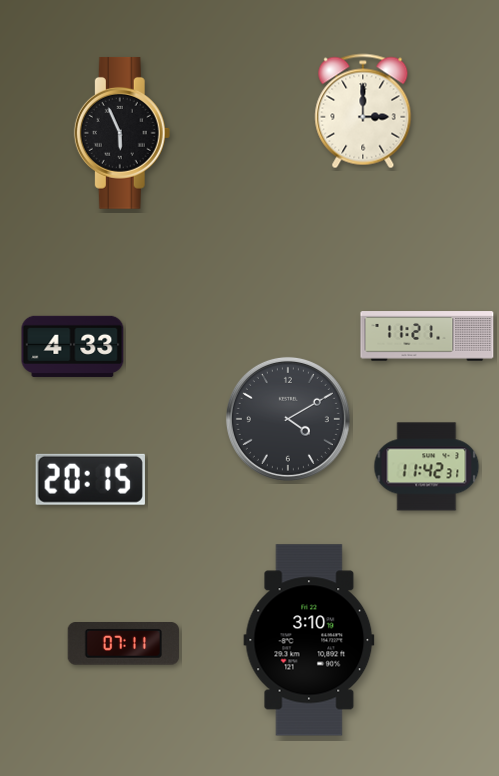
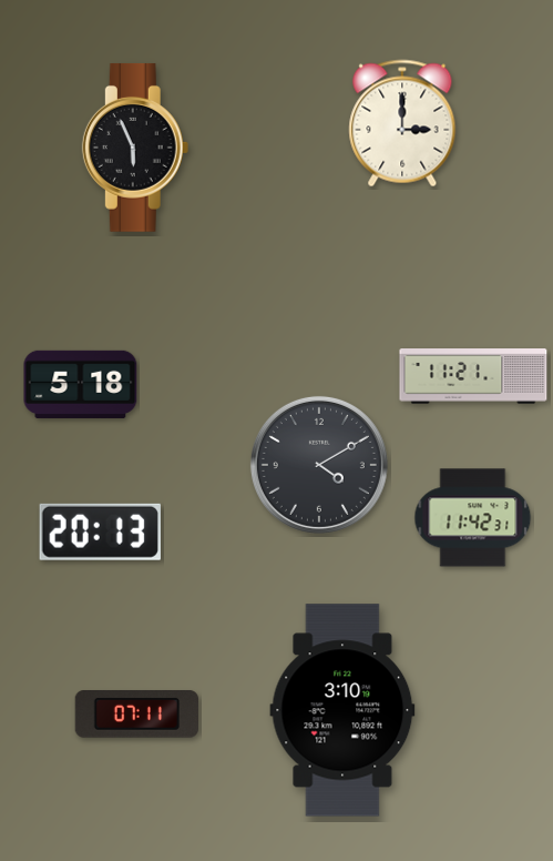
clock at (427, 336) position: (427, 336) -> (473, 376)
clock at (73, 346): 4:33 -> 5:18
clock at (90, 479): 20:15 -> 20:13
